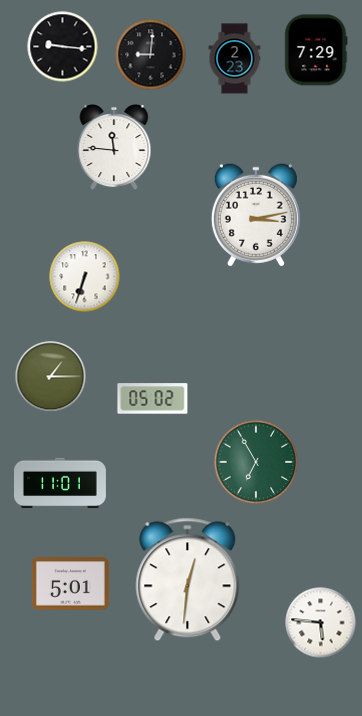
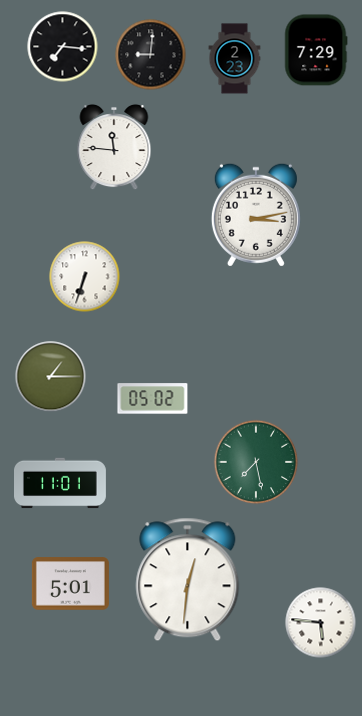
clock at (63, 47): 9:16 -> 7:16
clock at (256, 462): 6:55 -> 7:28
